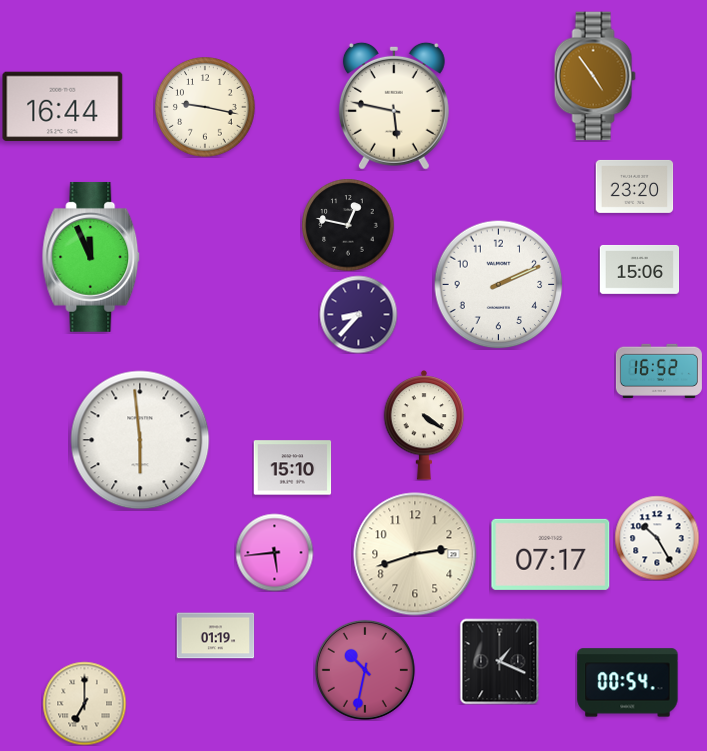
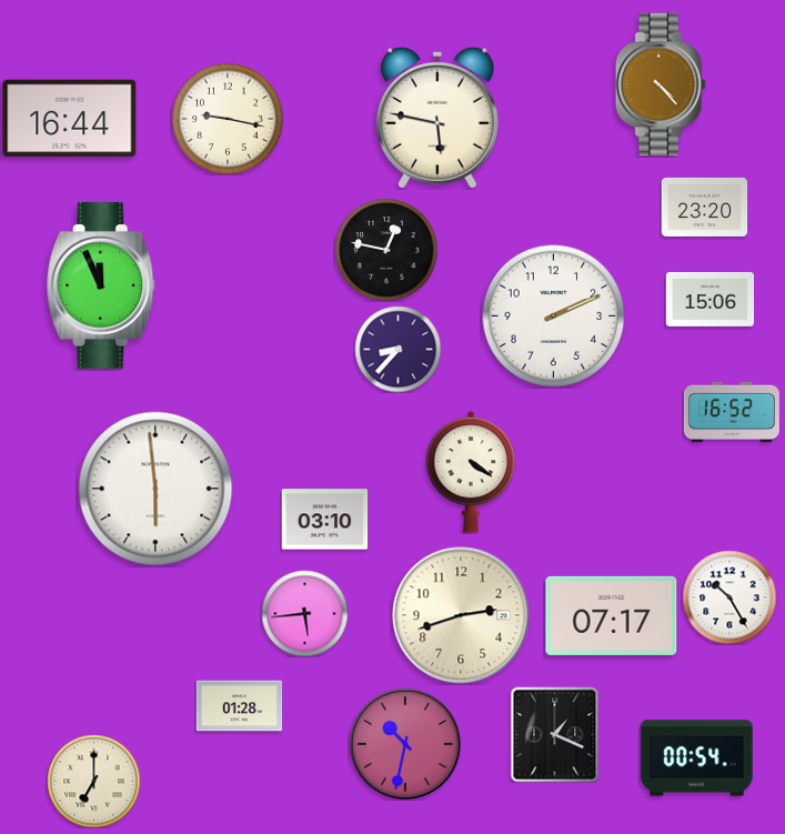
clock at (595, 76): 4:54 -> 4:23
clock at (292, 468): 15:10 -> 03:10
clock at (215, 636): 01:19 -> 01:28
